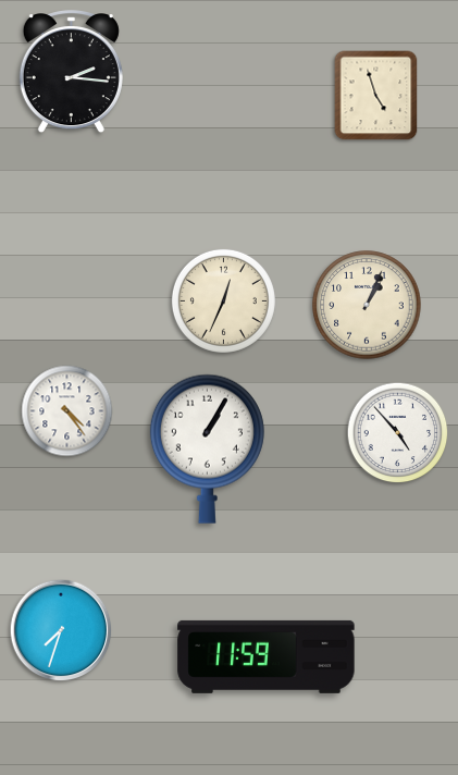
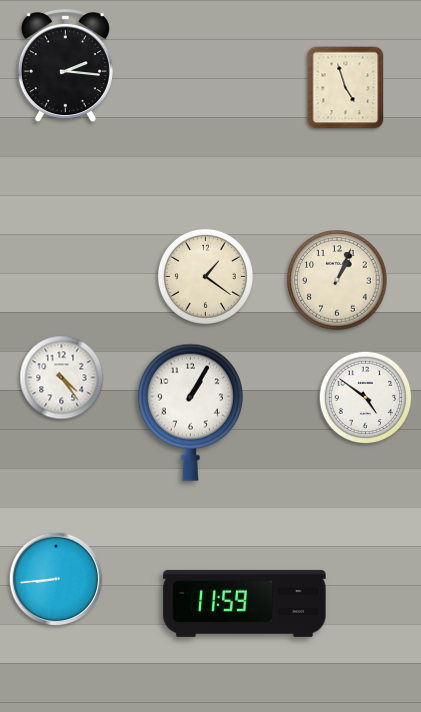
clock at (223, 300): 12:34 -> 1:21
clock at (398, 433): 4:53 -> 4:51
clock at (61, 630): 7:33 -> 8:44
